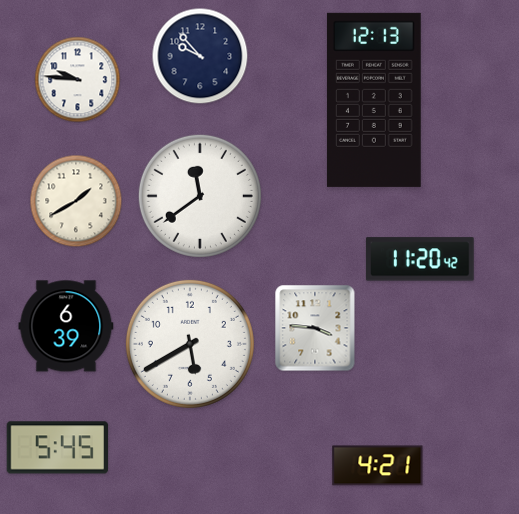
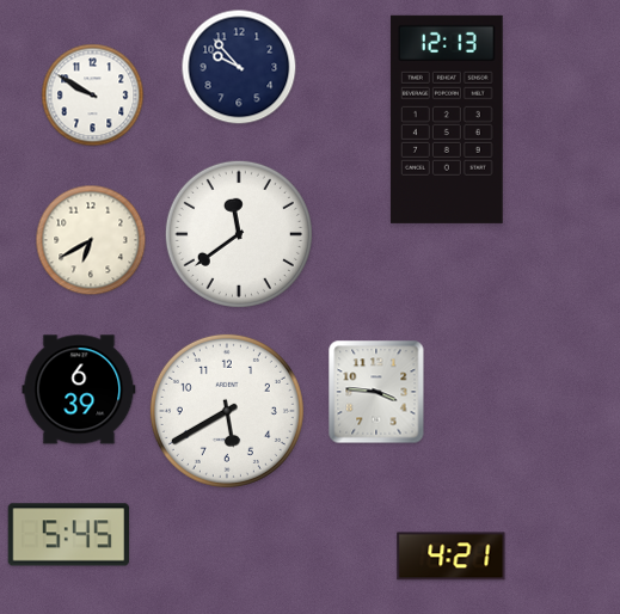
clock at (78, 80): 9:46 -> 9:50
clock at (76, 201): 1:40 -> 6:40
clock at (420, 259): 11:20 -> none
